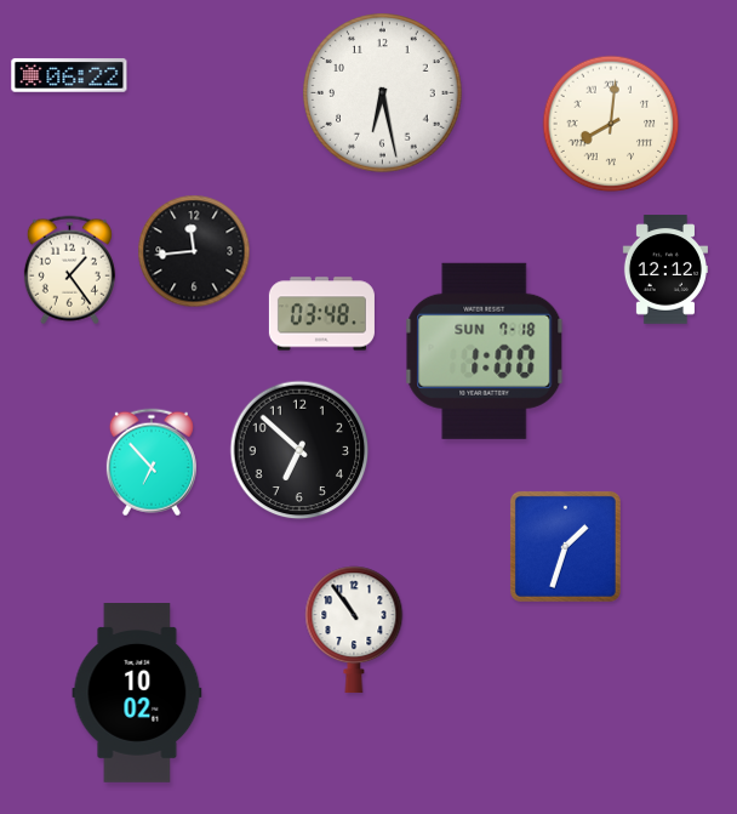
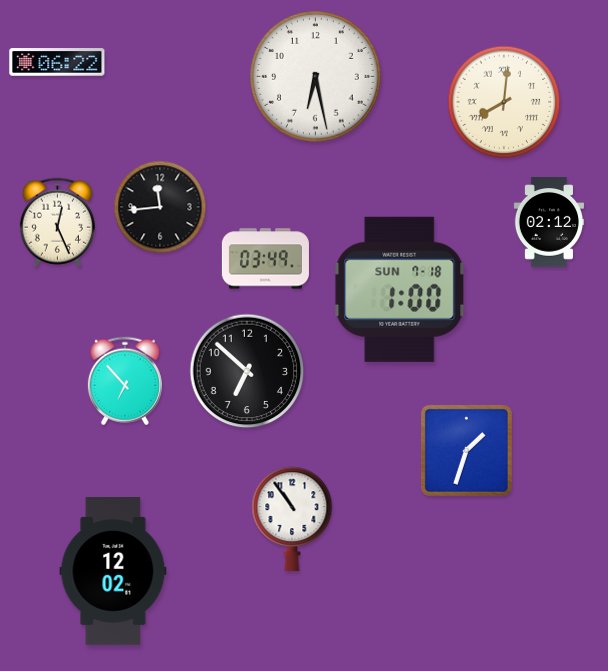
clock at (665, 269): 12:12 -> 02:12
clock at (69, 271): 1:24 -> 12:26
clock at (321, 314): 03:48 -> 03:49
clock at (137, 694): 10:02 -> 12:02
